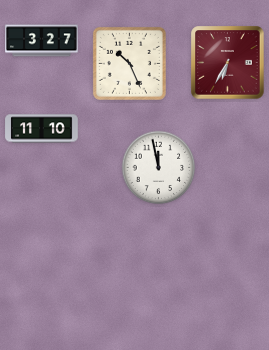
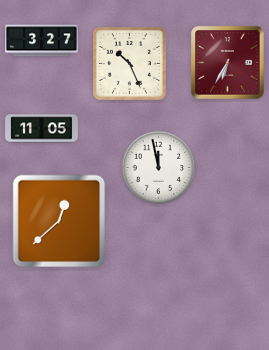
clock at (42, 129): 11:10 -> 11:05
clock at (59, 221): none -> 12:38
